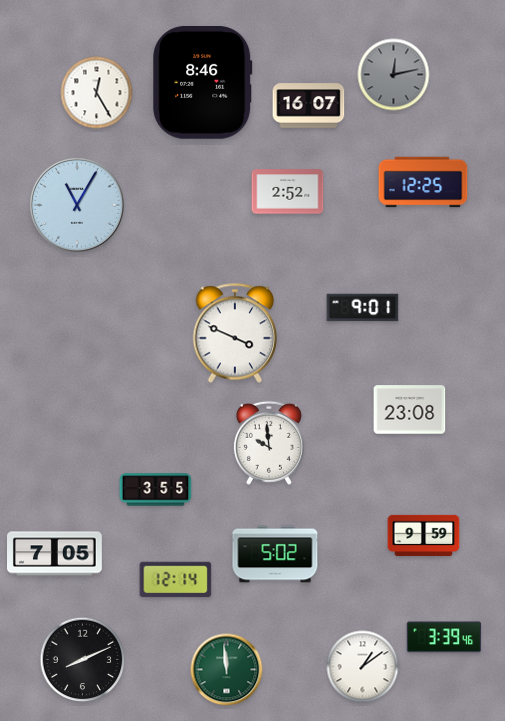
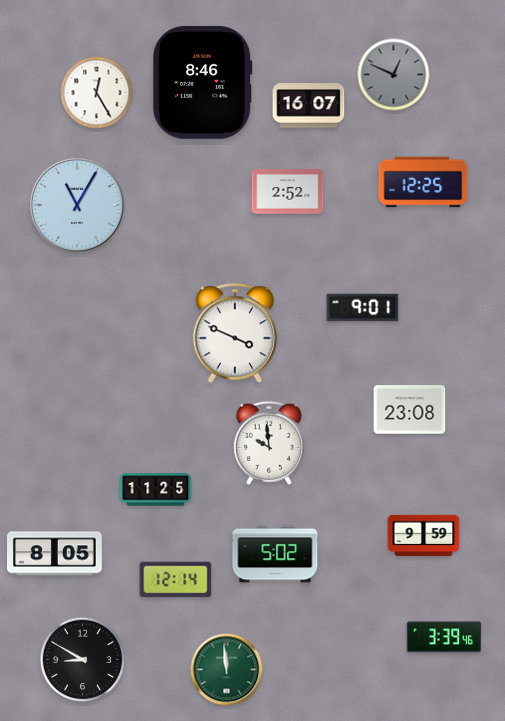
clock at (394, 75): 12:13 -> 12:49
clock at (156, 490): 3:55 -> 11:25
clock at (55, 554): 7:05 -> 8:05
clock at (83, 660): 8:11 -> 8:50
clock at (363, 667): 1:09 -> none
